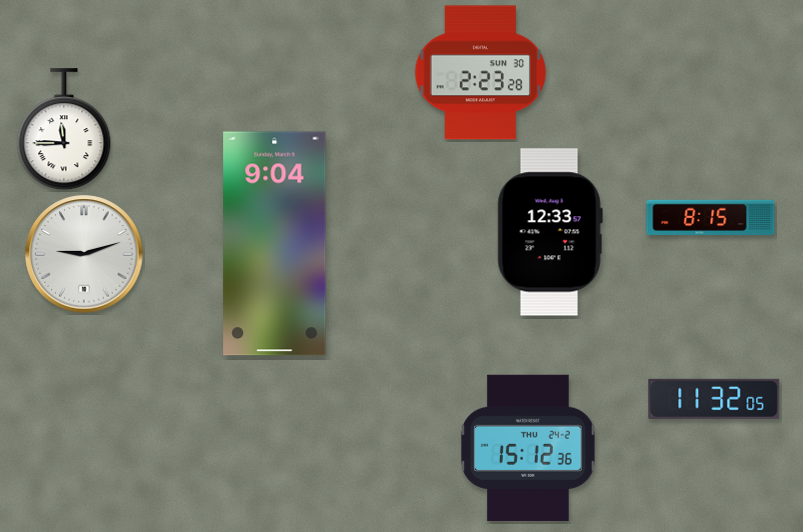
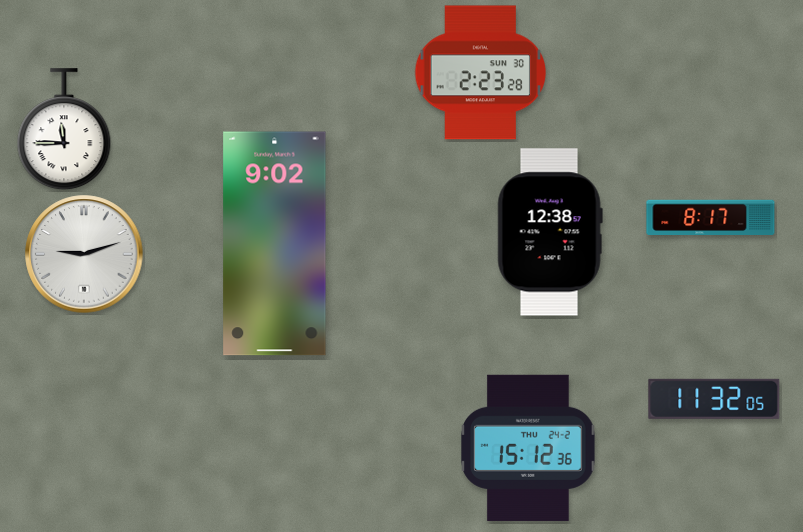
clock at (711, 217): 8:15 -> 8:17
clock at (550, 232): 12:33 -> 12:38
clock at (275, 244): 9:04 -> 9:02
